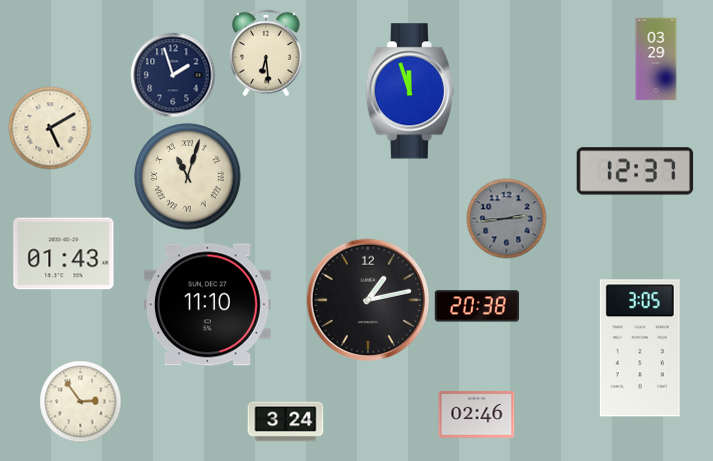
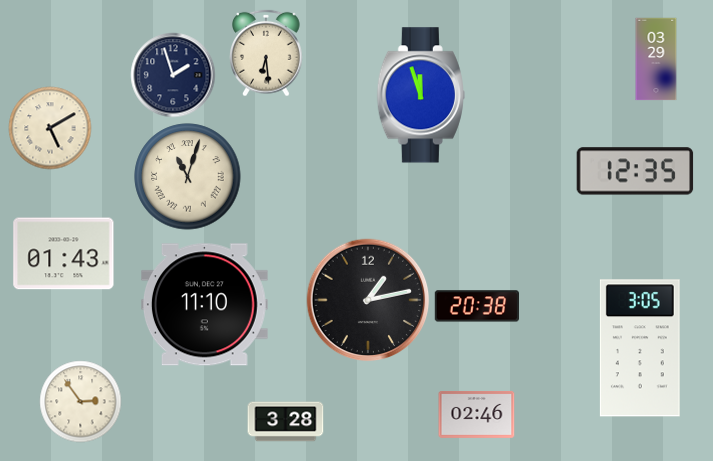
clock at (410, 91) position: (410, 91) -> (421, 95)
clock at (635, 171): 12:37 -> 12:35
clock at (507, 219): 2:44 -> none
clock at (207, 305) position: (207, 305) -> (204, 305)
clock at (286, 422): 3:24 -> 3:28
